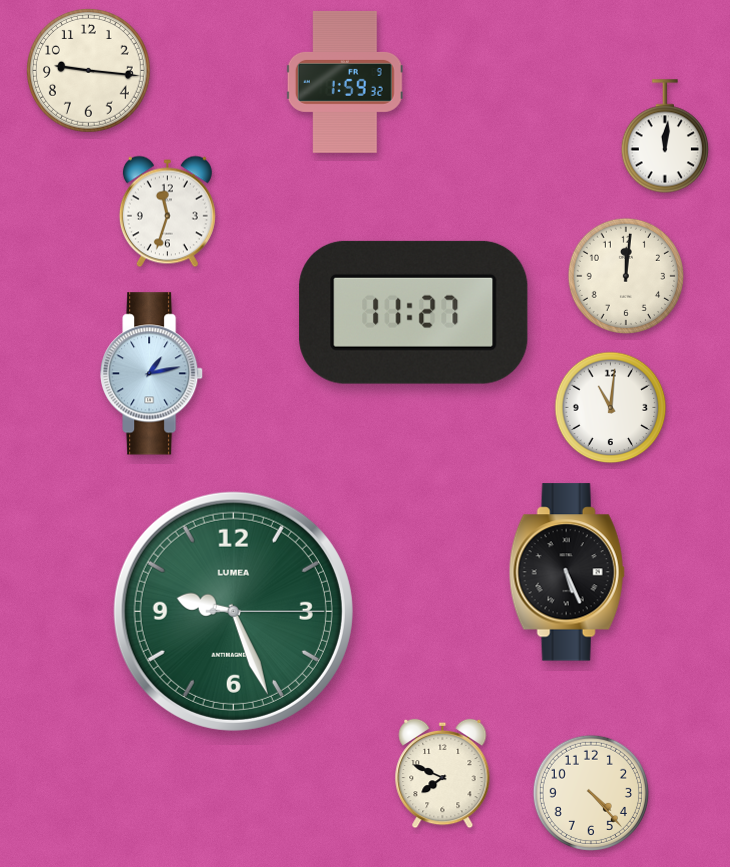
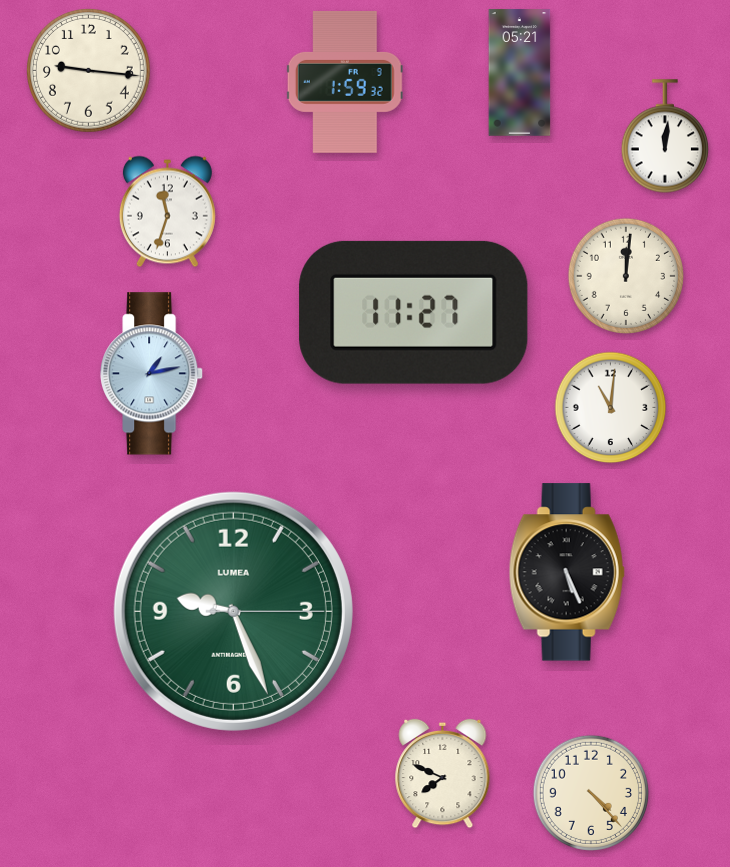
clock at (520, 73): none -> 05:21
